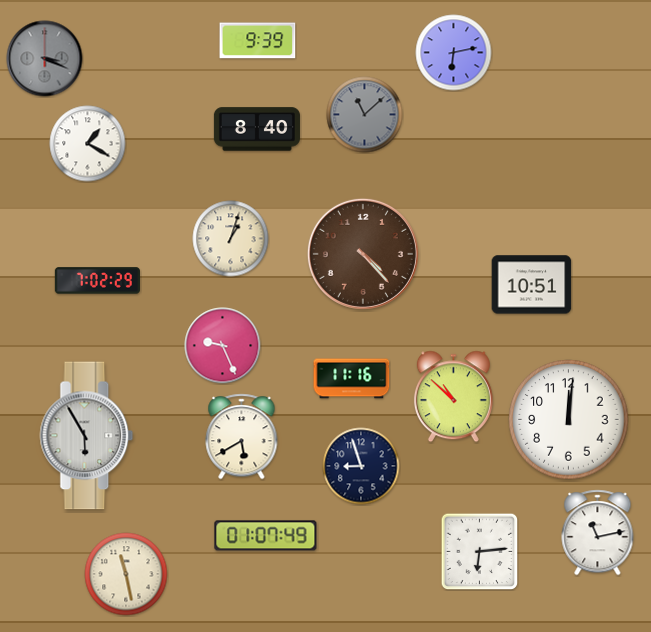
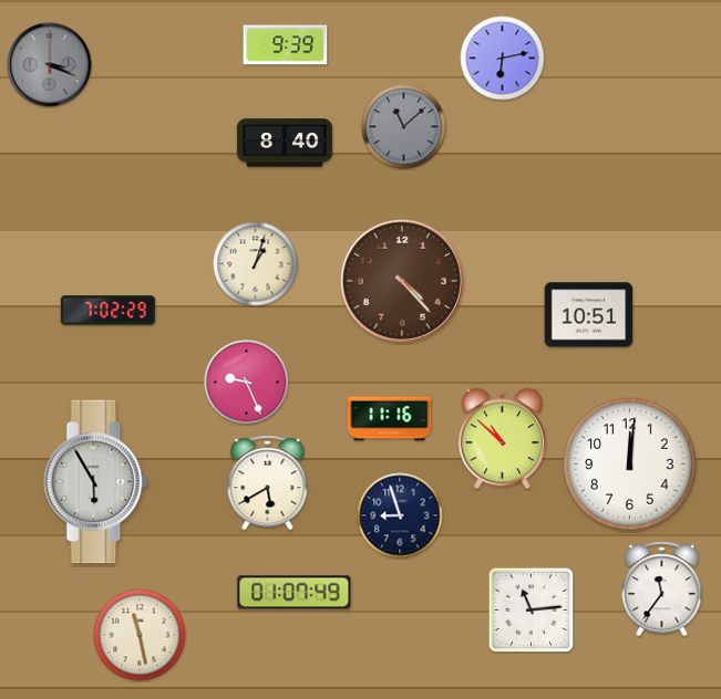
clock at (88, 144): 1:20 -> none
clock at (598, 533): 11:13 -> 11:36
clock at (479, 551): 6:14 -> 11:14
